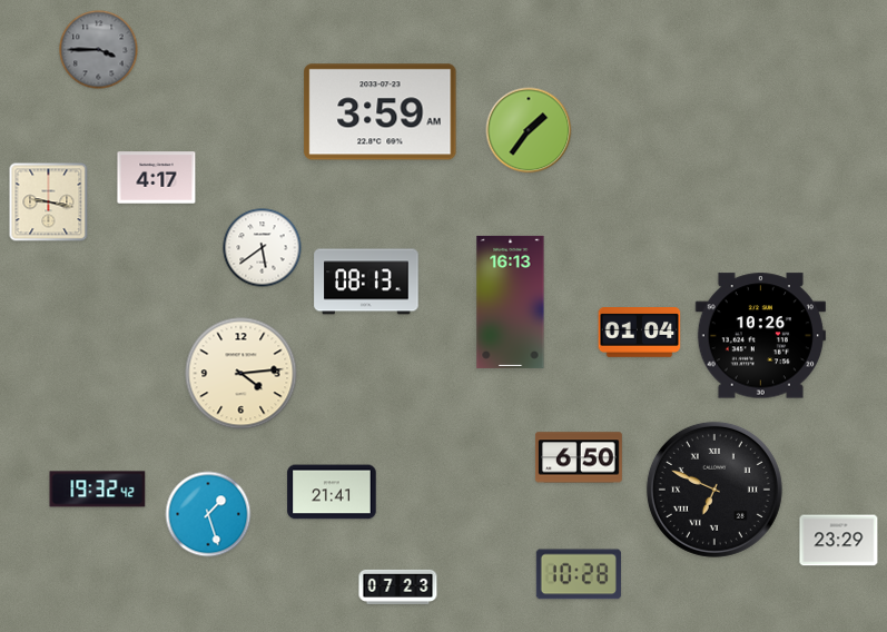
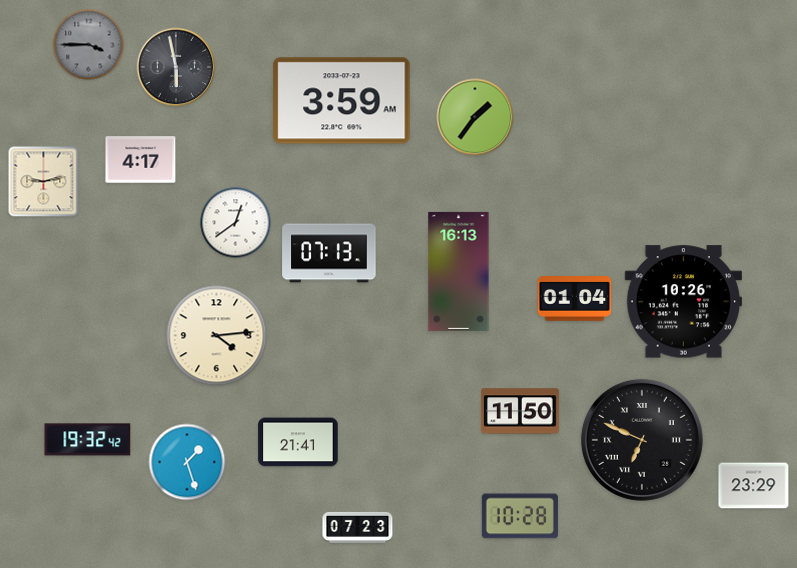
clock at (176, 67): none -> 5:58
clock at (49, 203): 9:17 -> 9:13
clock at (263, 248): 5:39 -> 12:39
clock at (366, 282): 08:13 -> 07:13
clock at (579, 457): 6:50 -> 11:50
